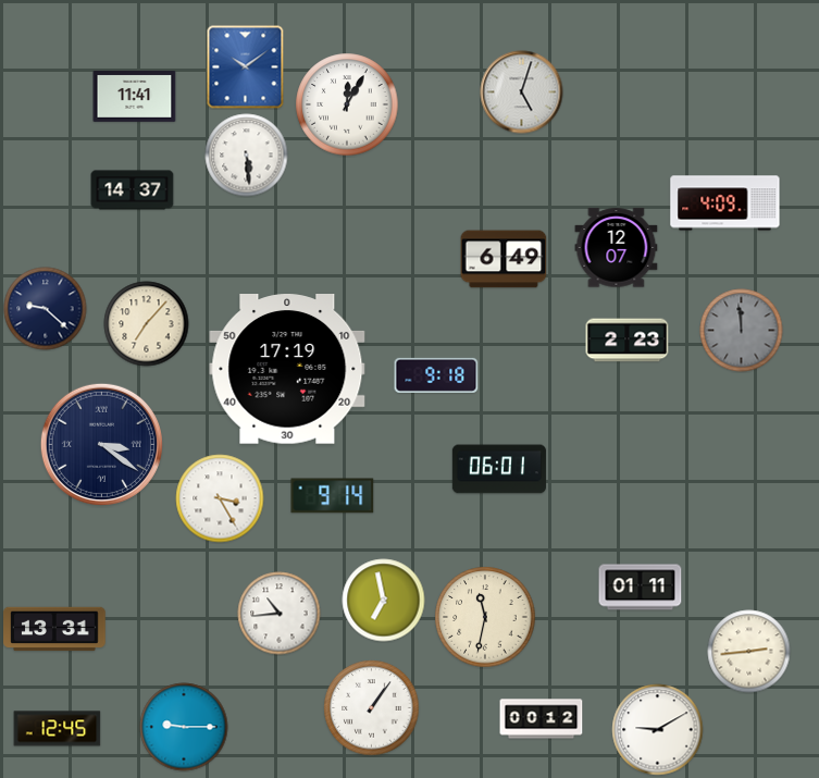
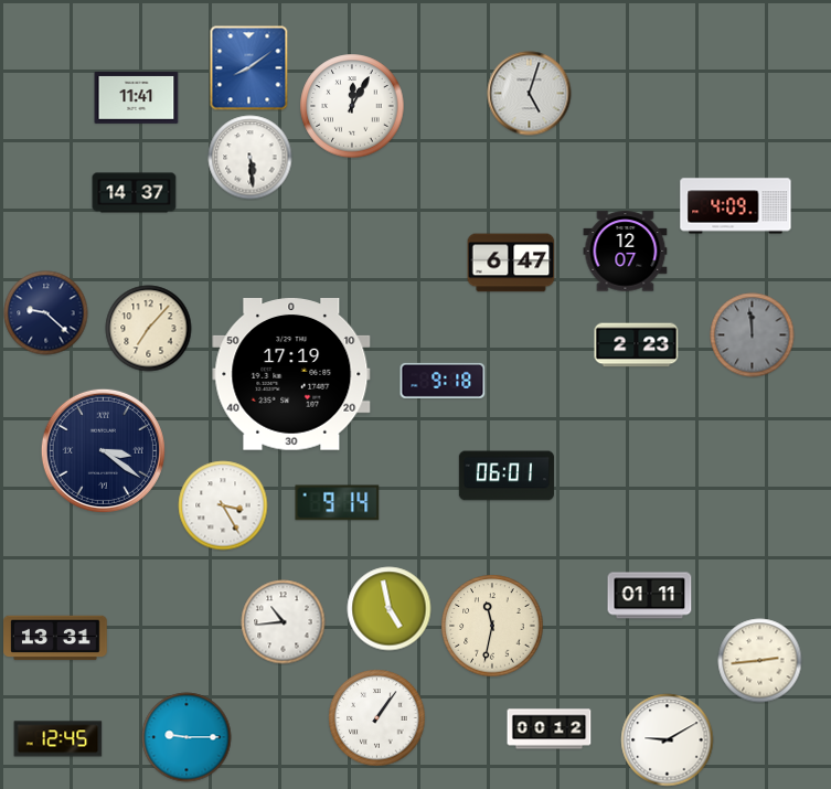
clock at (246, 67): 10:09 -> 8:09
clock at (504, 259): 6:49 -> 6:47
clock at (384, 601): 6:58 -> 4:58
